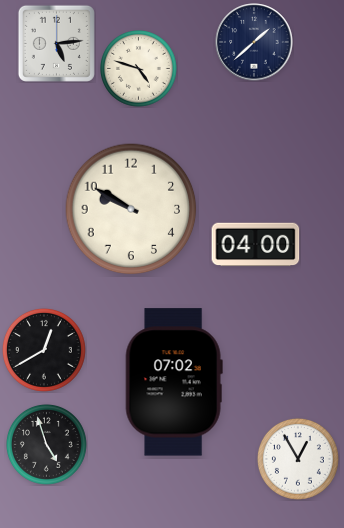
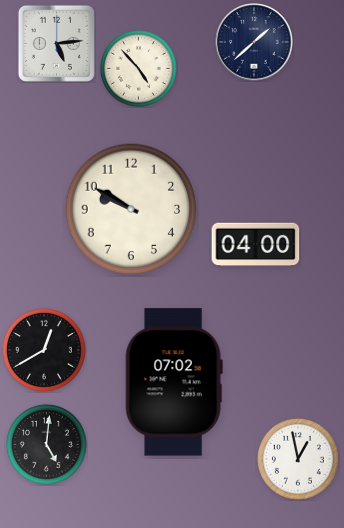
clock at (139, 69): 4:48 -> 4:53
clock at (46, 444): 4:57 -> 5:01
clock at (298, 459): 12:55 -> 12:58
